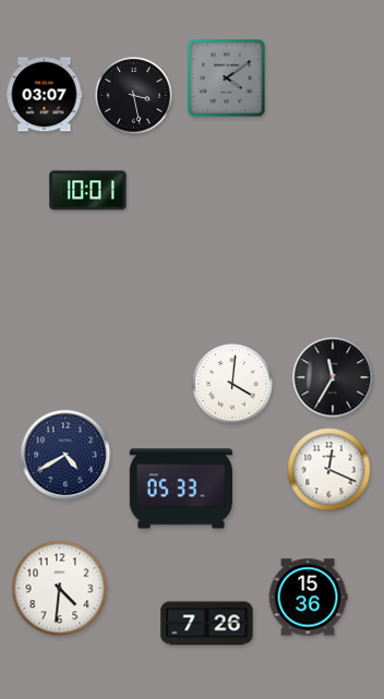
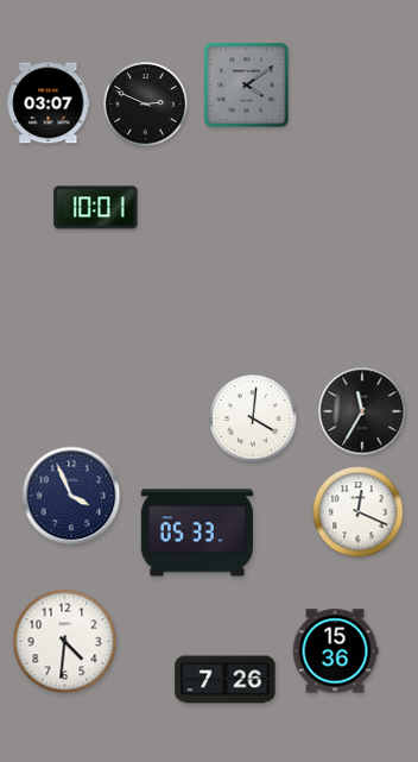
clock at (134, 96): 3:28 -> 2:49
clock at (65, 455): 4:40 -> 3:56
